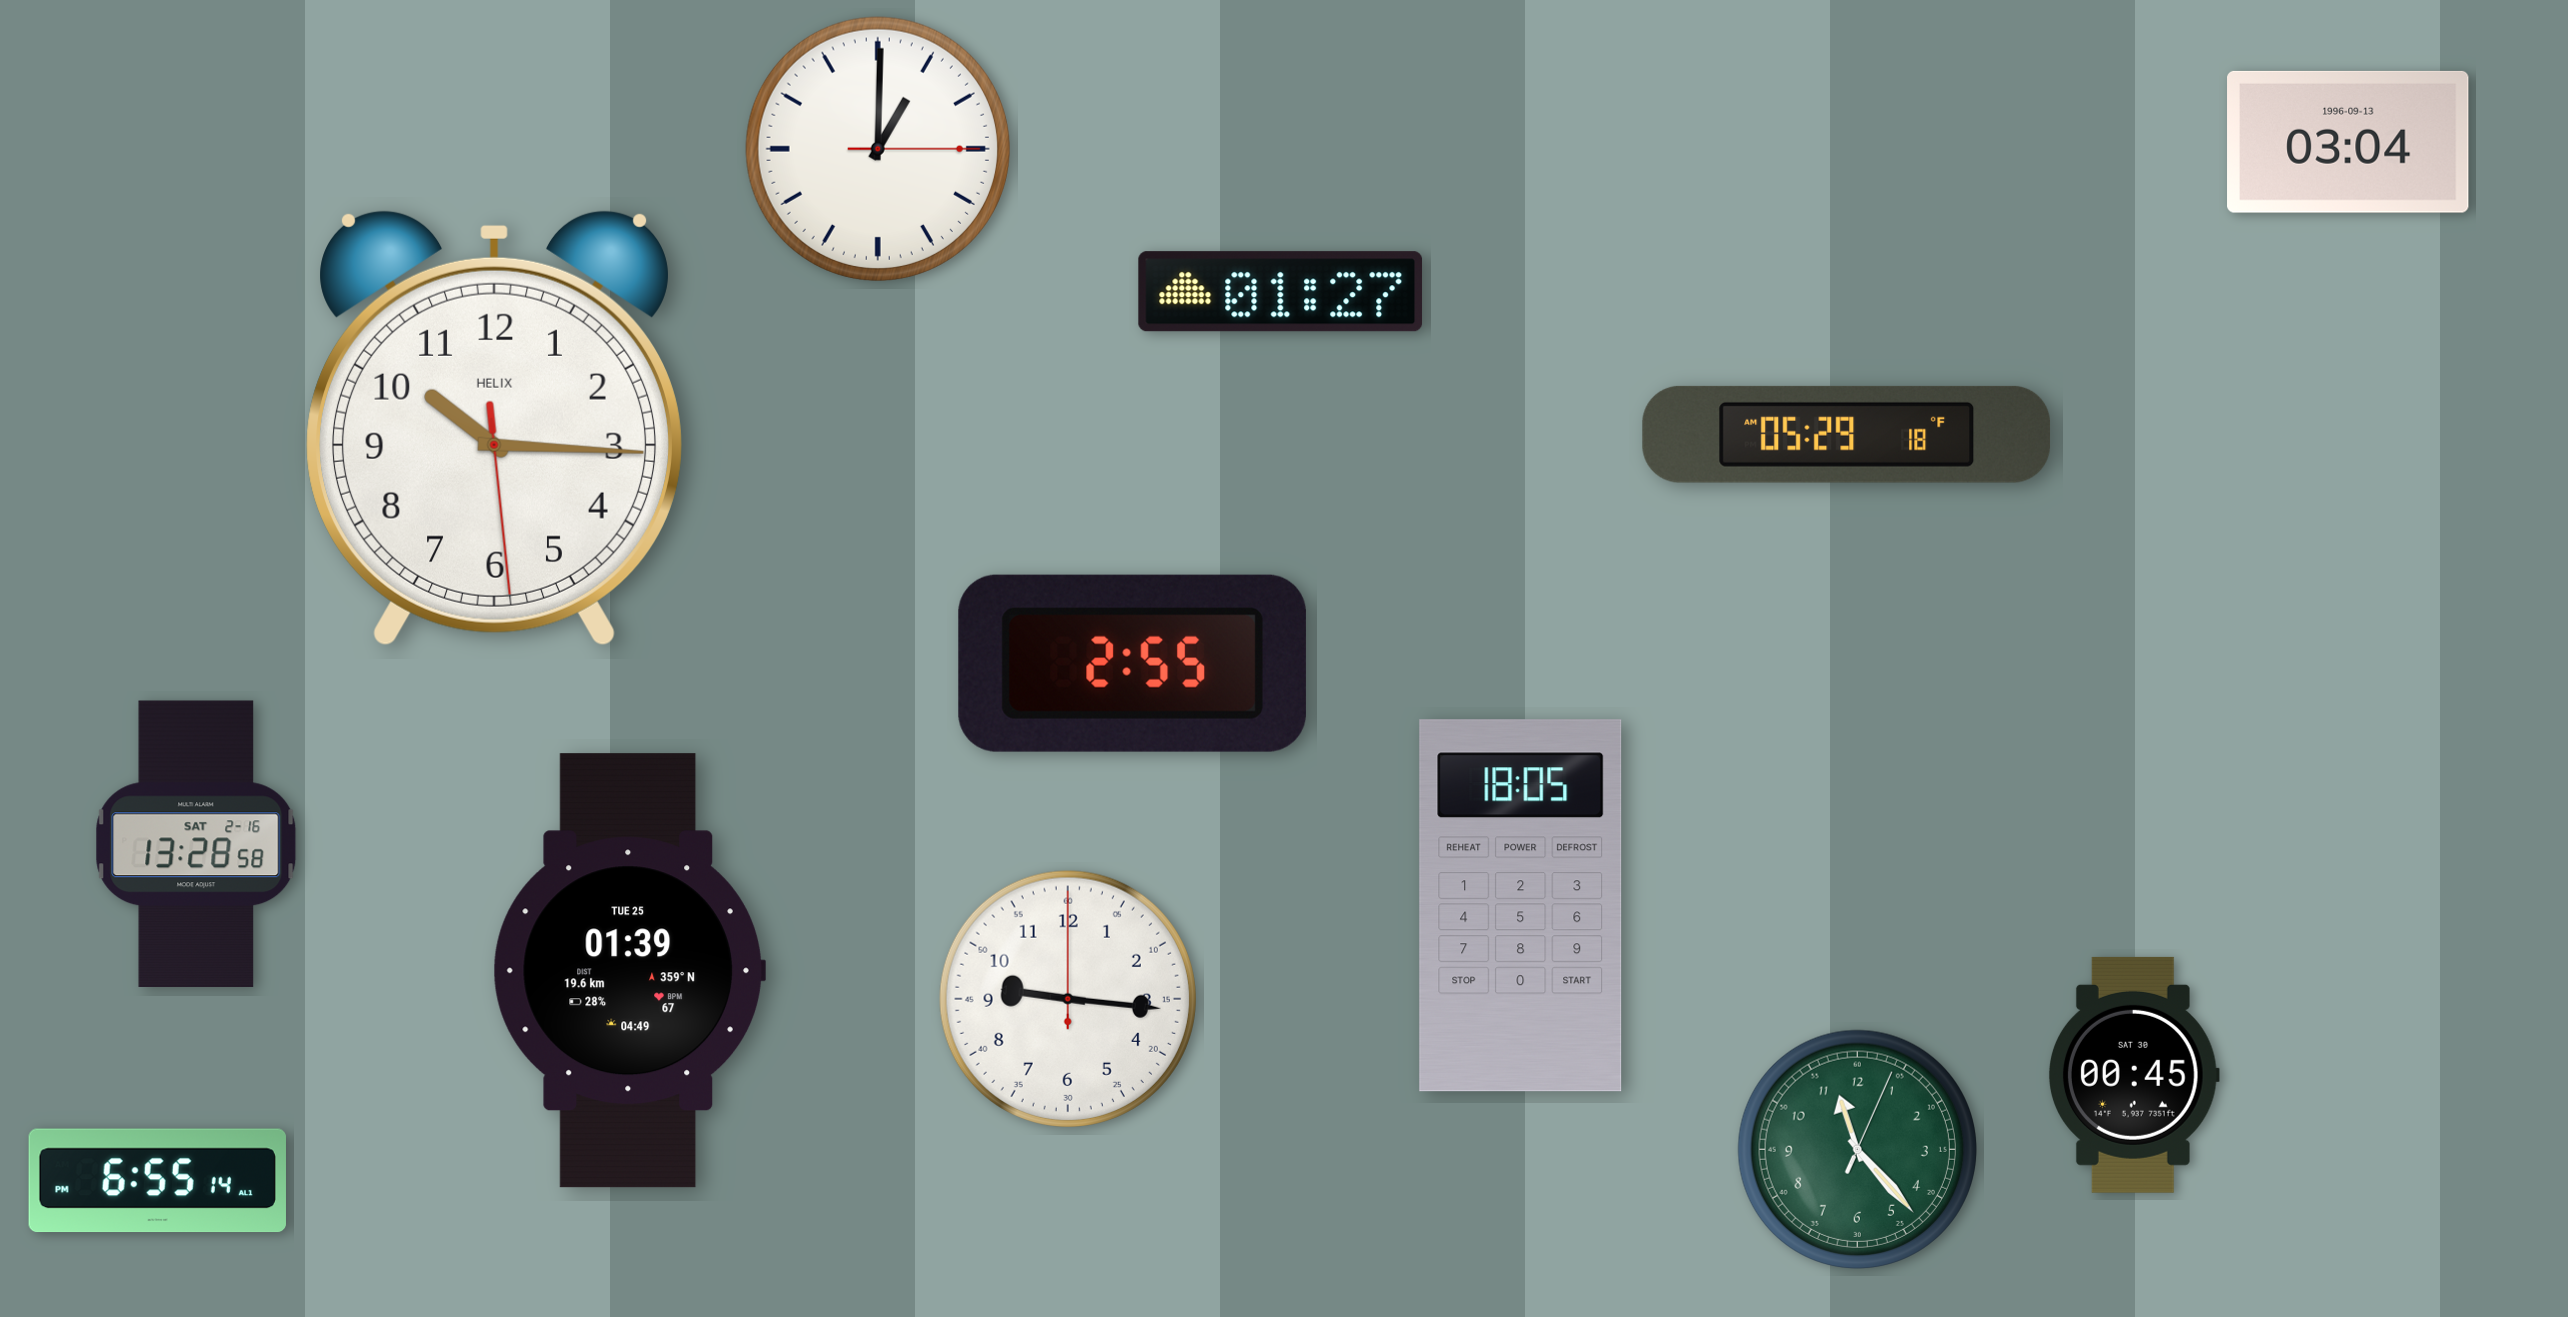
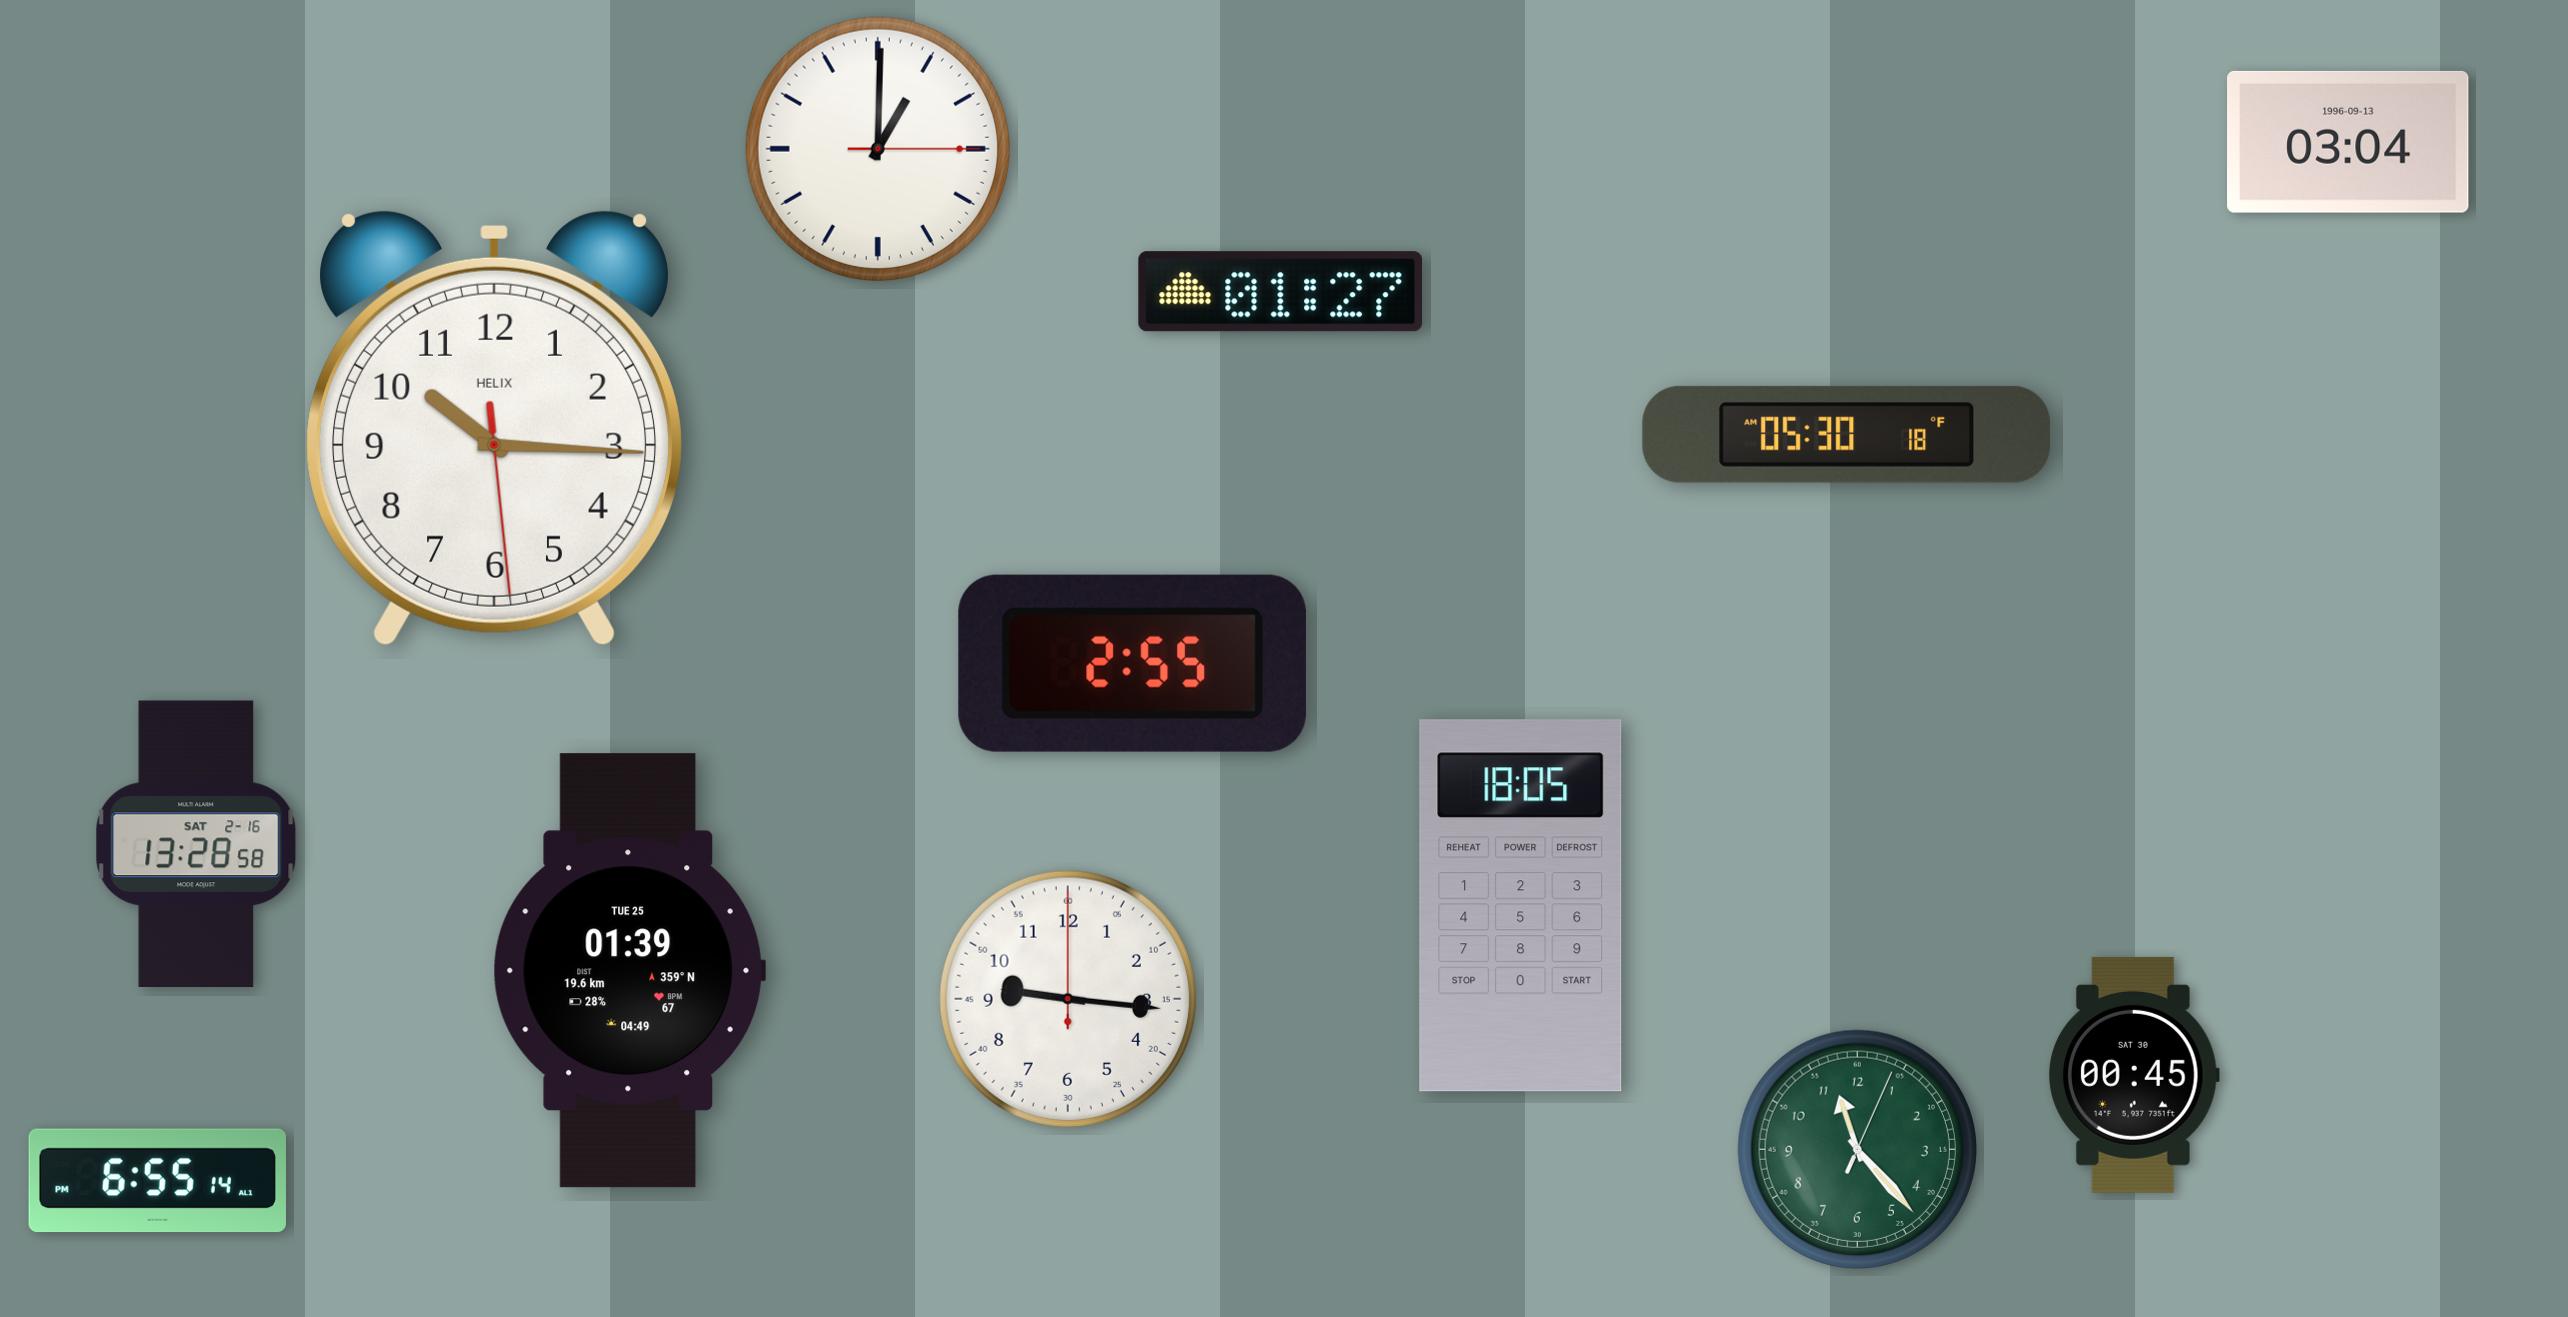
clock at (1847, 434): 05:29 -> 05:30
